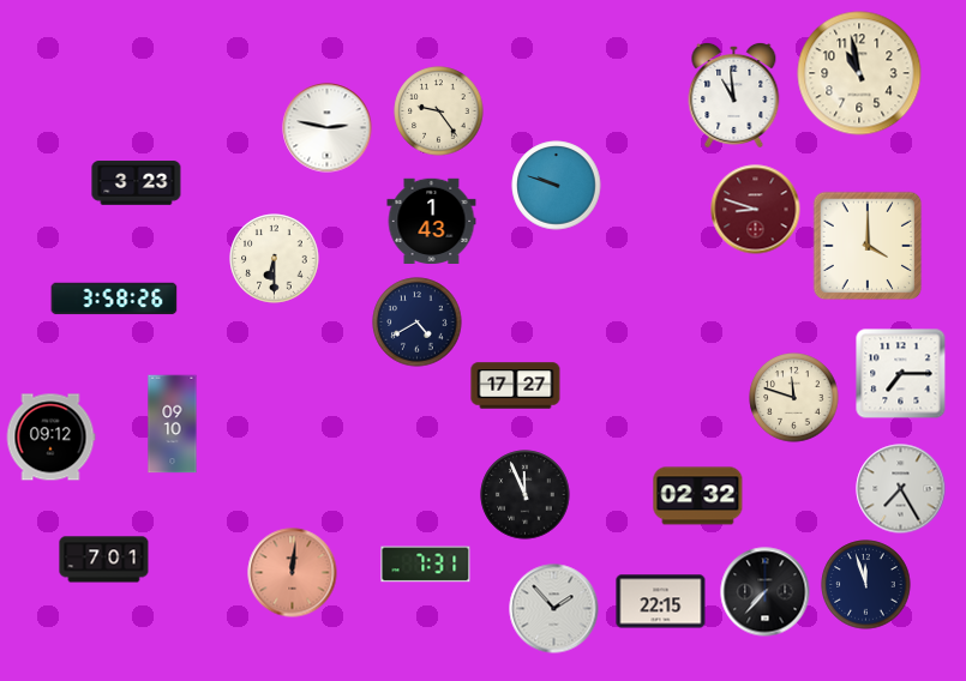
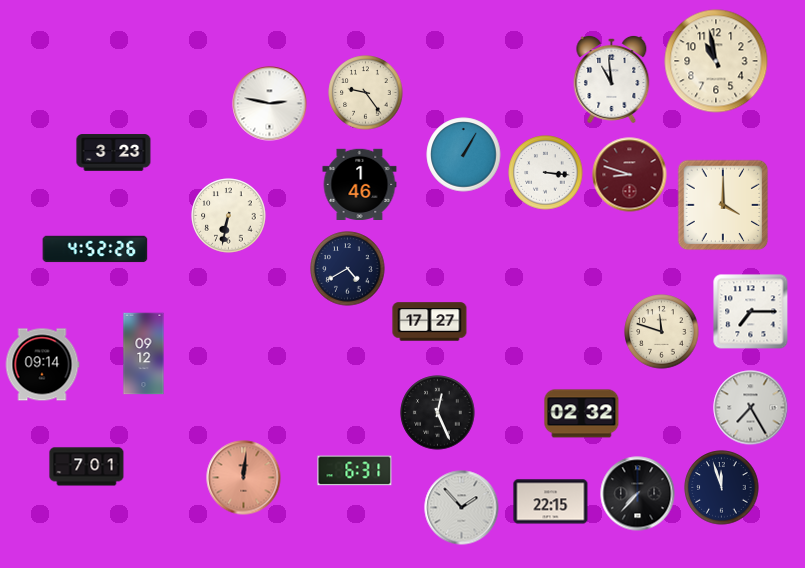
clock at (328, 128) position: (328, 128) -> (270, 104)
clock at (557, 186): 9:48 -> 1:05
clock at (546, 173): none -> 3:16
clock at (432, 221): 1:43 -> 1:46
clock at (275, 259): 6:30 -> 6:32
clock at (114, 299): 3:58 -> 4:52
clock at (173, 424): 09:10 -> 09:12
clock at (50, 438): 09:12 -> 09:14
clock at (526, 495): 11:56 -> 12:26
clock at (426, 565): 7:31 -> 6:31
